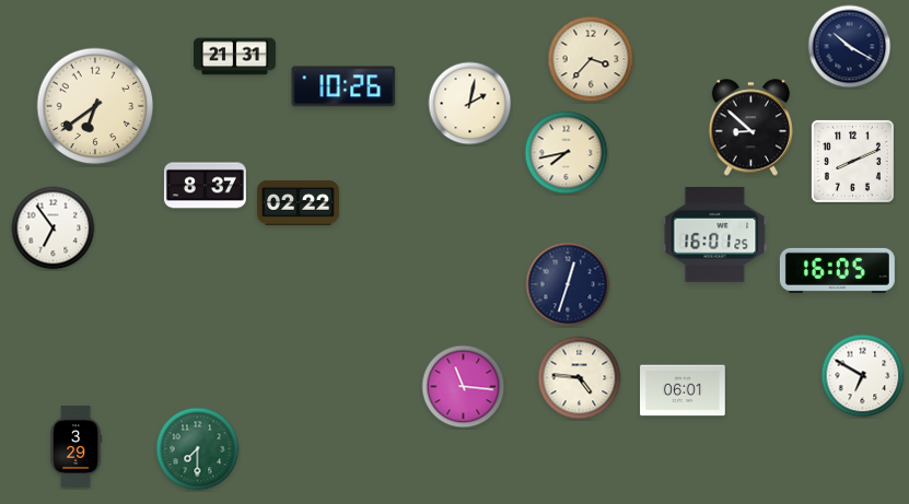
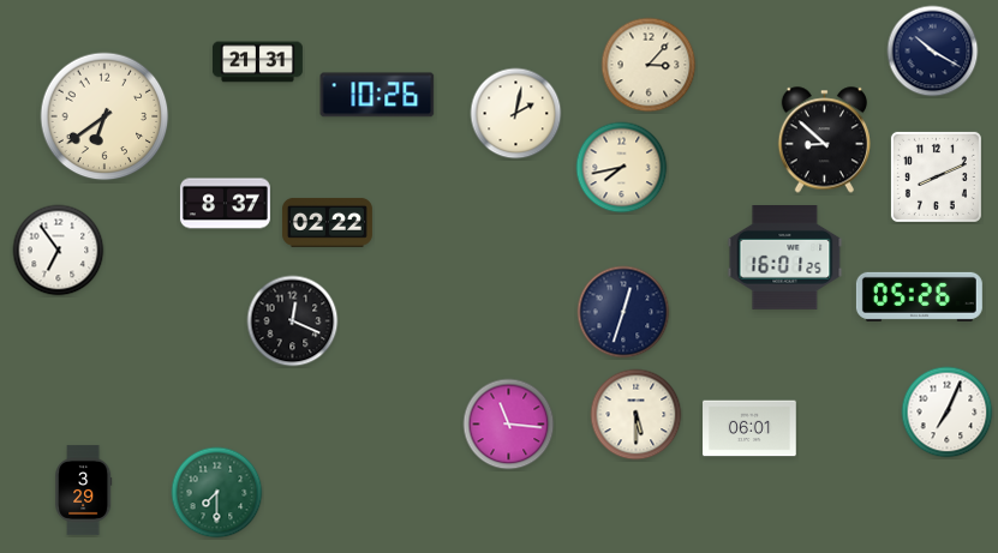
clock at (591, 59): 3:37 -> 3:07
clock at (837, 270): 16:05 -> 05:26
clock at (293, 321): none -> 12:19
clock at (863, 376): 6:50 -> 7:04
clock at (580, 378): 4:46 -> 5:30
